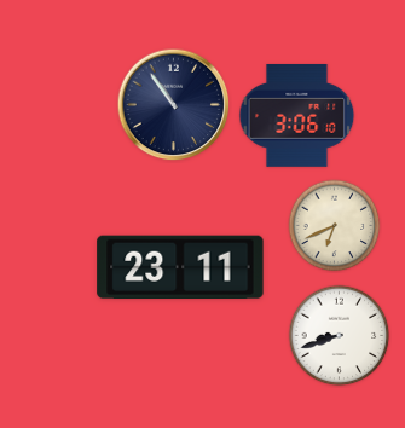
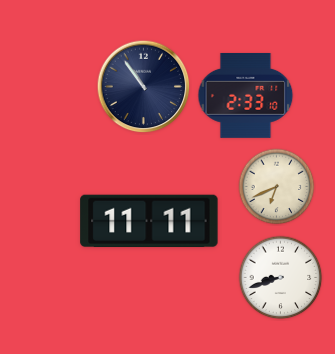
clock at (297, 115): 3:06 -> 2:33
clock at (180, 267): 23:11 -> 11:11
